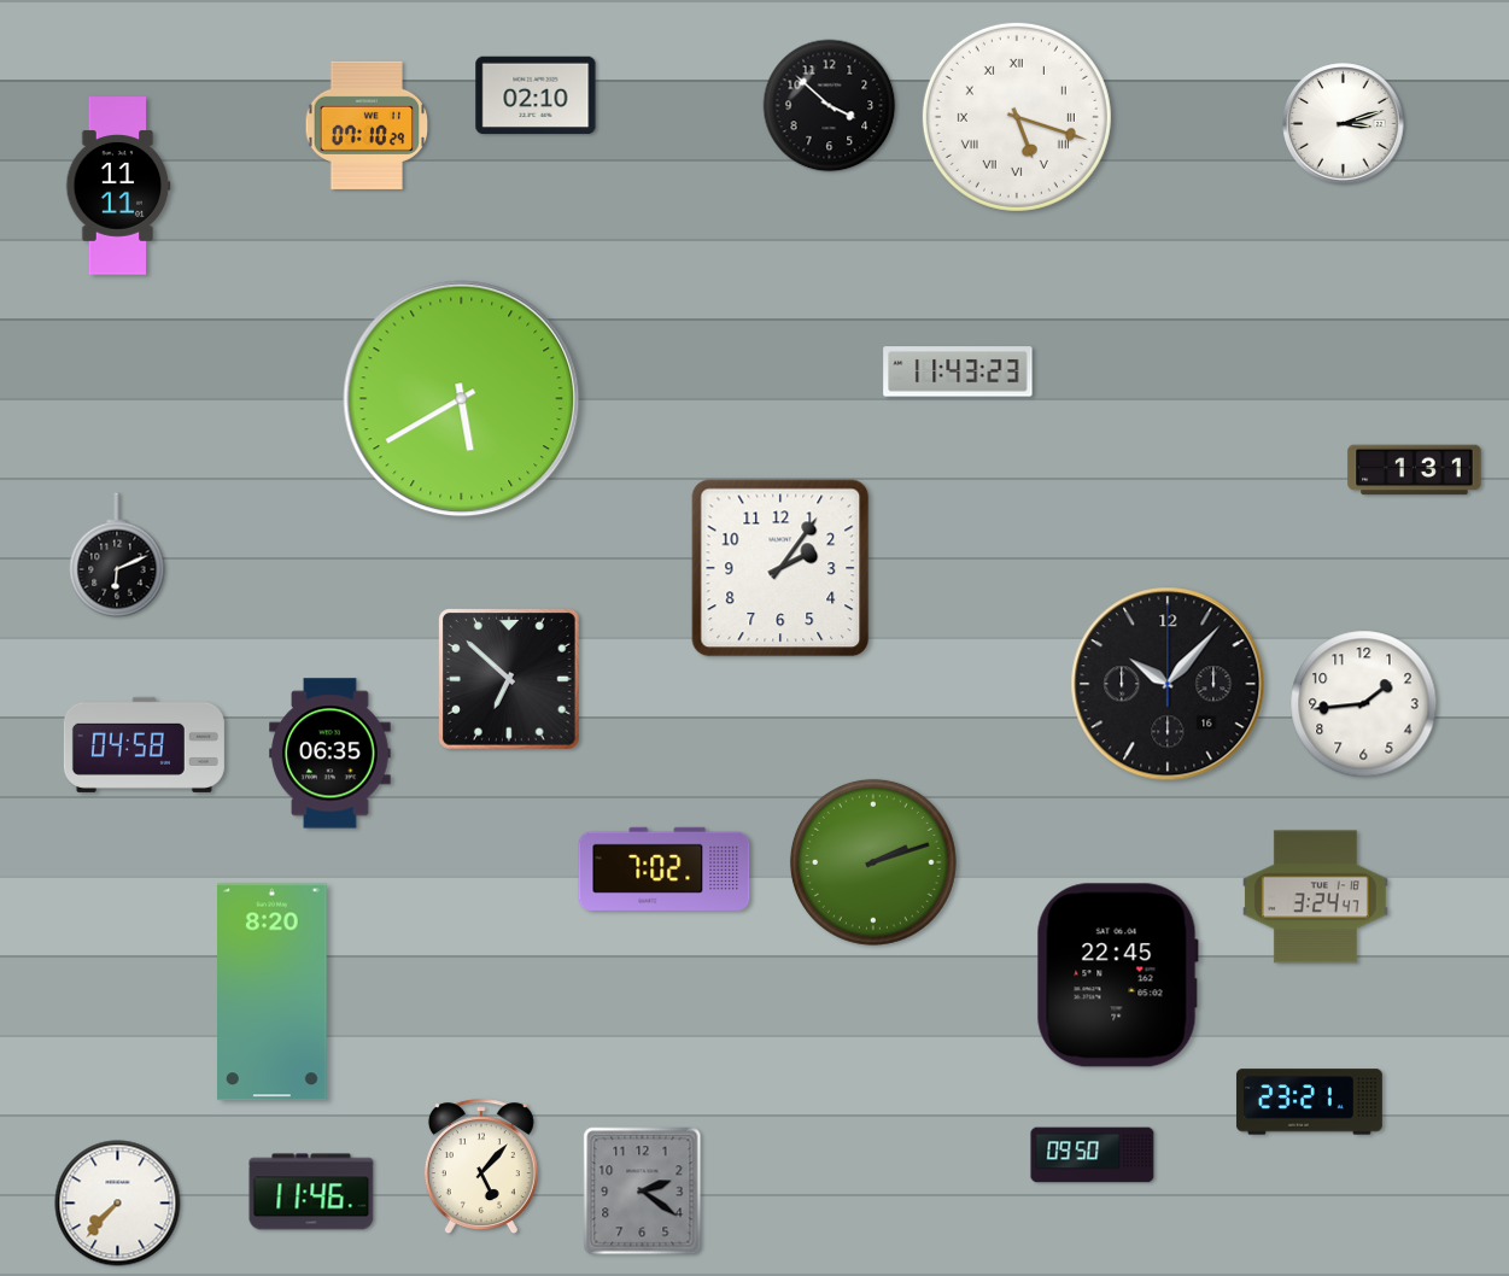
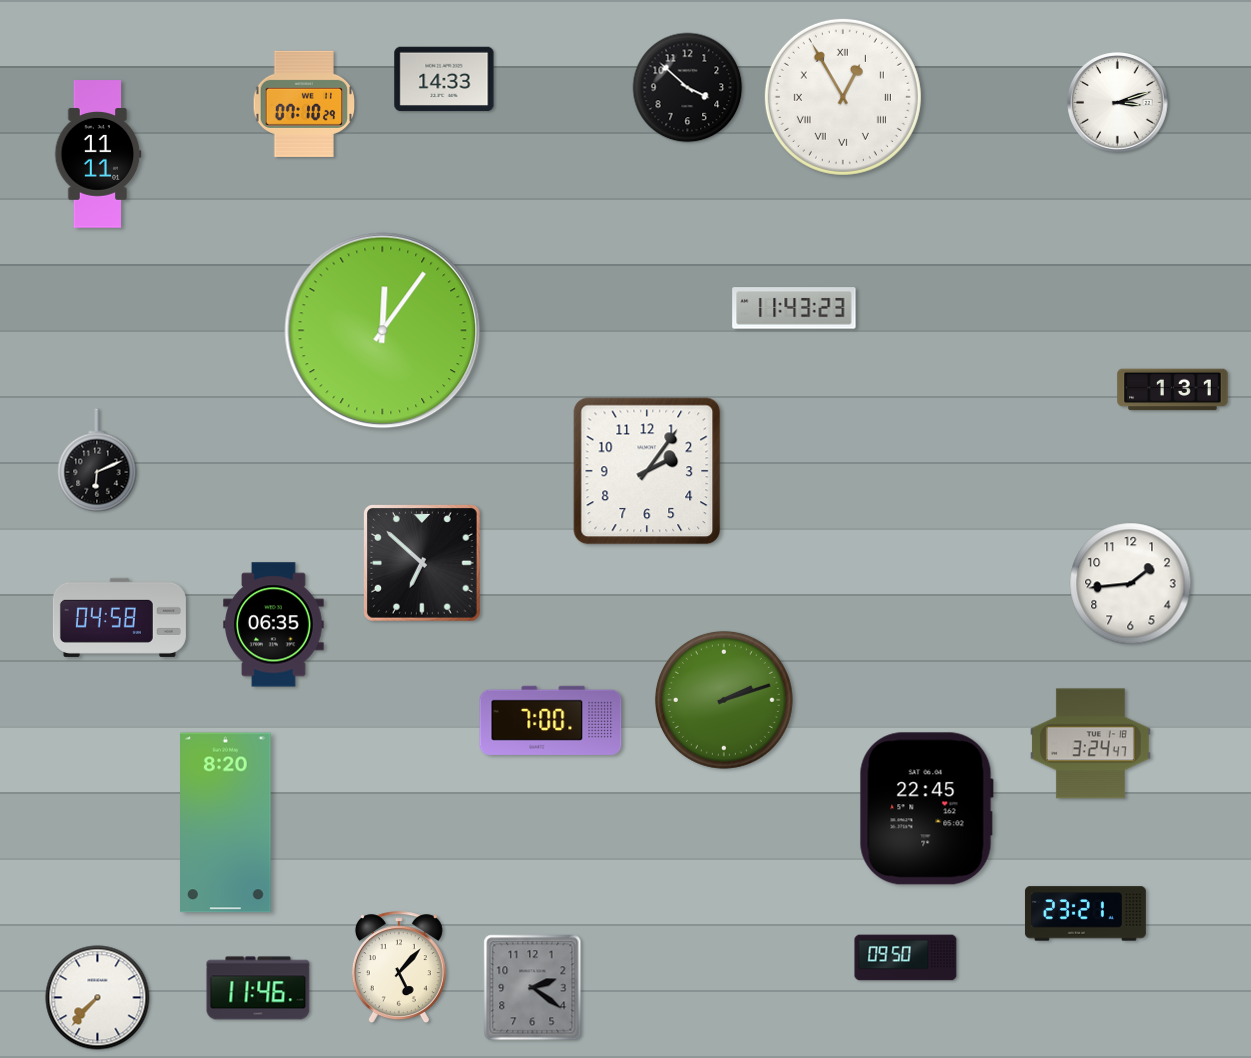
clock at (536, 95): 02:10 -> 14:33
clock at (1017, 117): 5:18 -> 12:55
clock at (1344, 124) position: (1344, 124) -> (1118, 103)
clock at (462, 399): 5:40 -> 12:06
clock at (1168, 684): 10:07 -> none
clock at (873, 862) position: (873, 862) -> (724, 700)
clock at (665, 868): 7:02 -> 7:00
